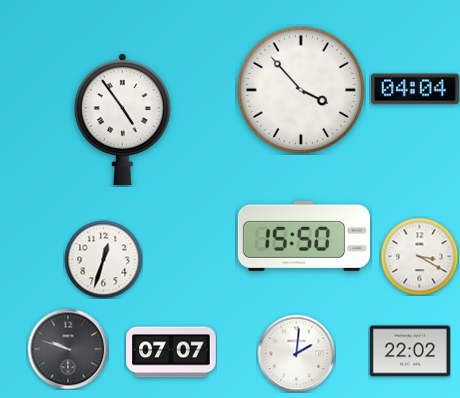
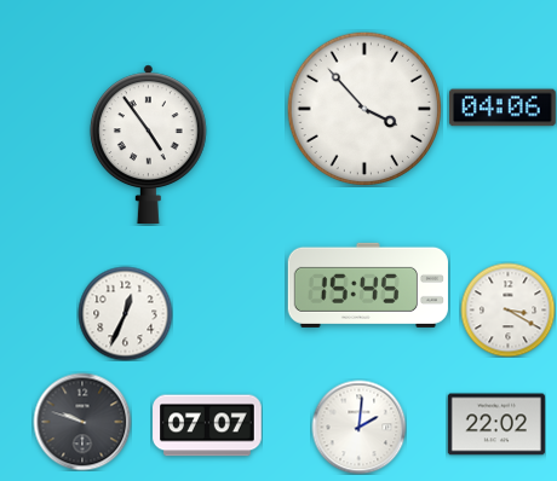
clock at (415, 89): 04:04 -> 04:06
clock at (304, 236): 15:50 -> 15:45
clock at (103, 259): 12:33 -> 12:34
